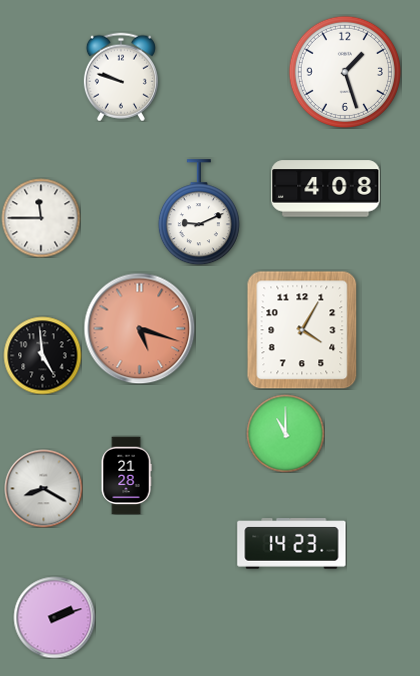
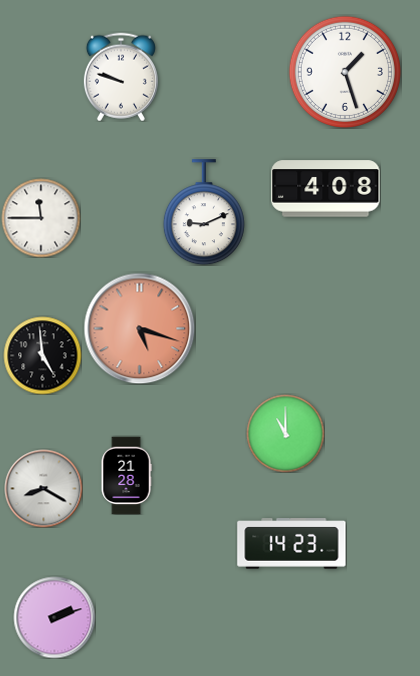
clock at (199, 212) position: (199, 212) -> (204, 212)
clock at (302, 330): 4:05 -> none
